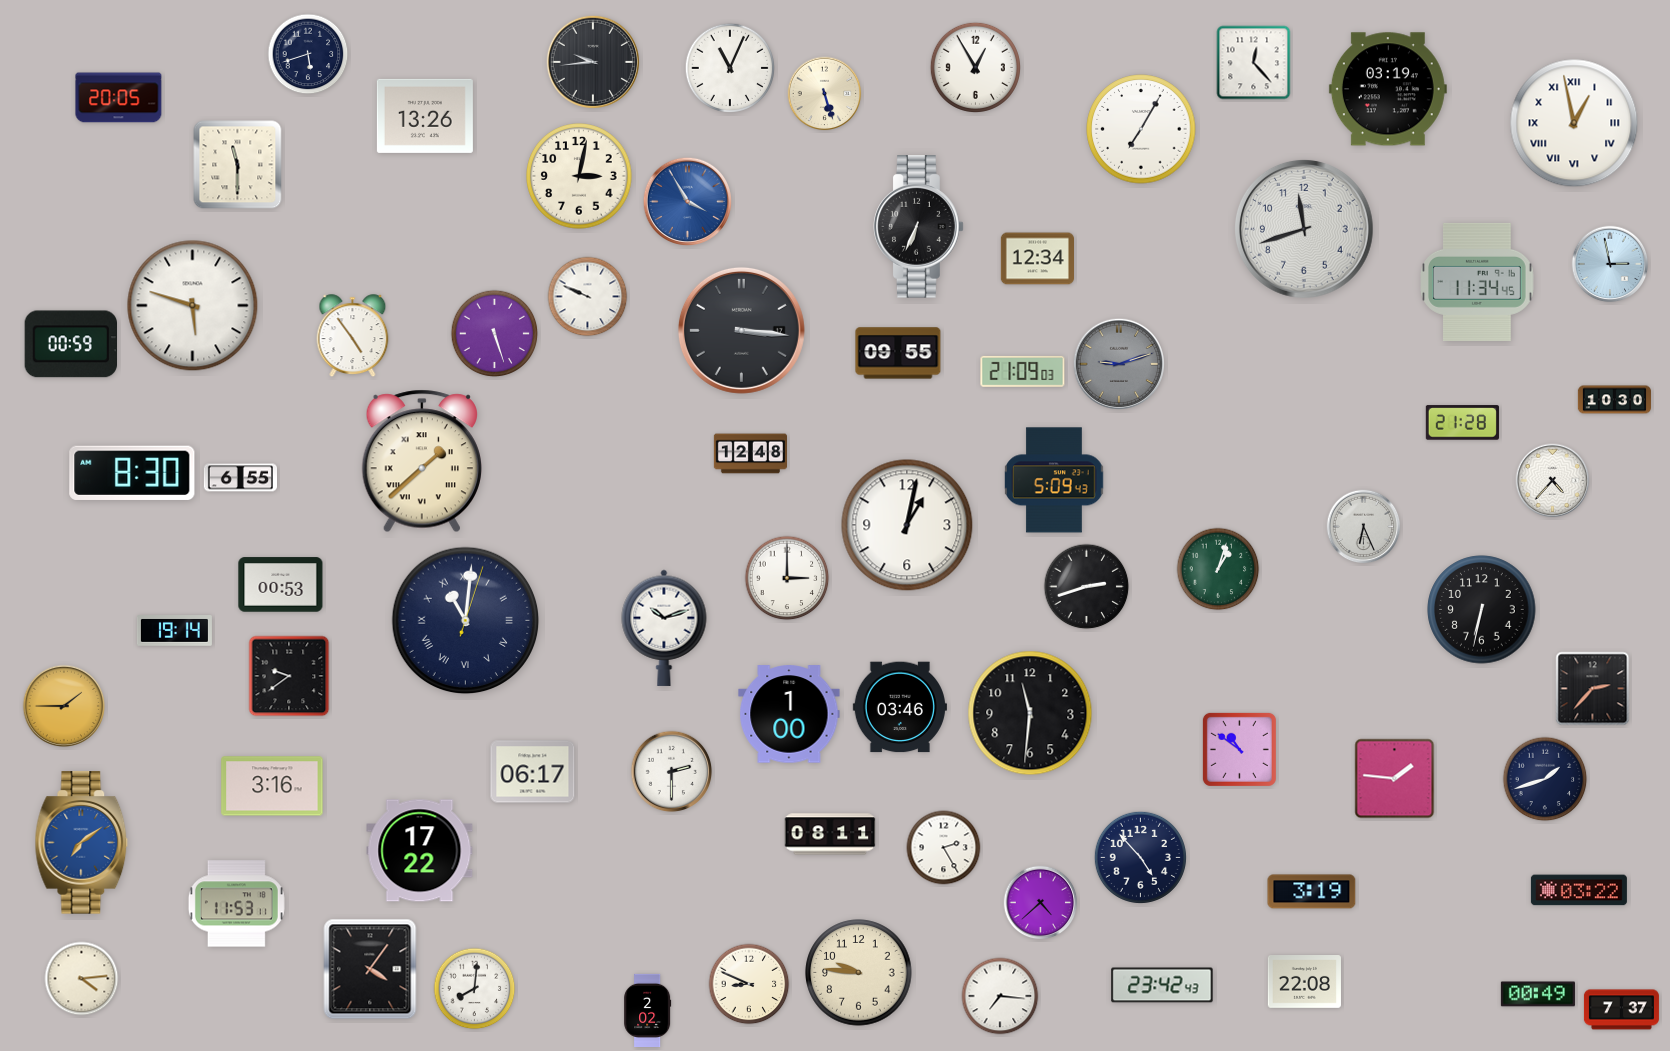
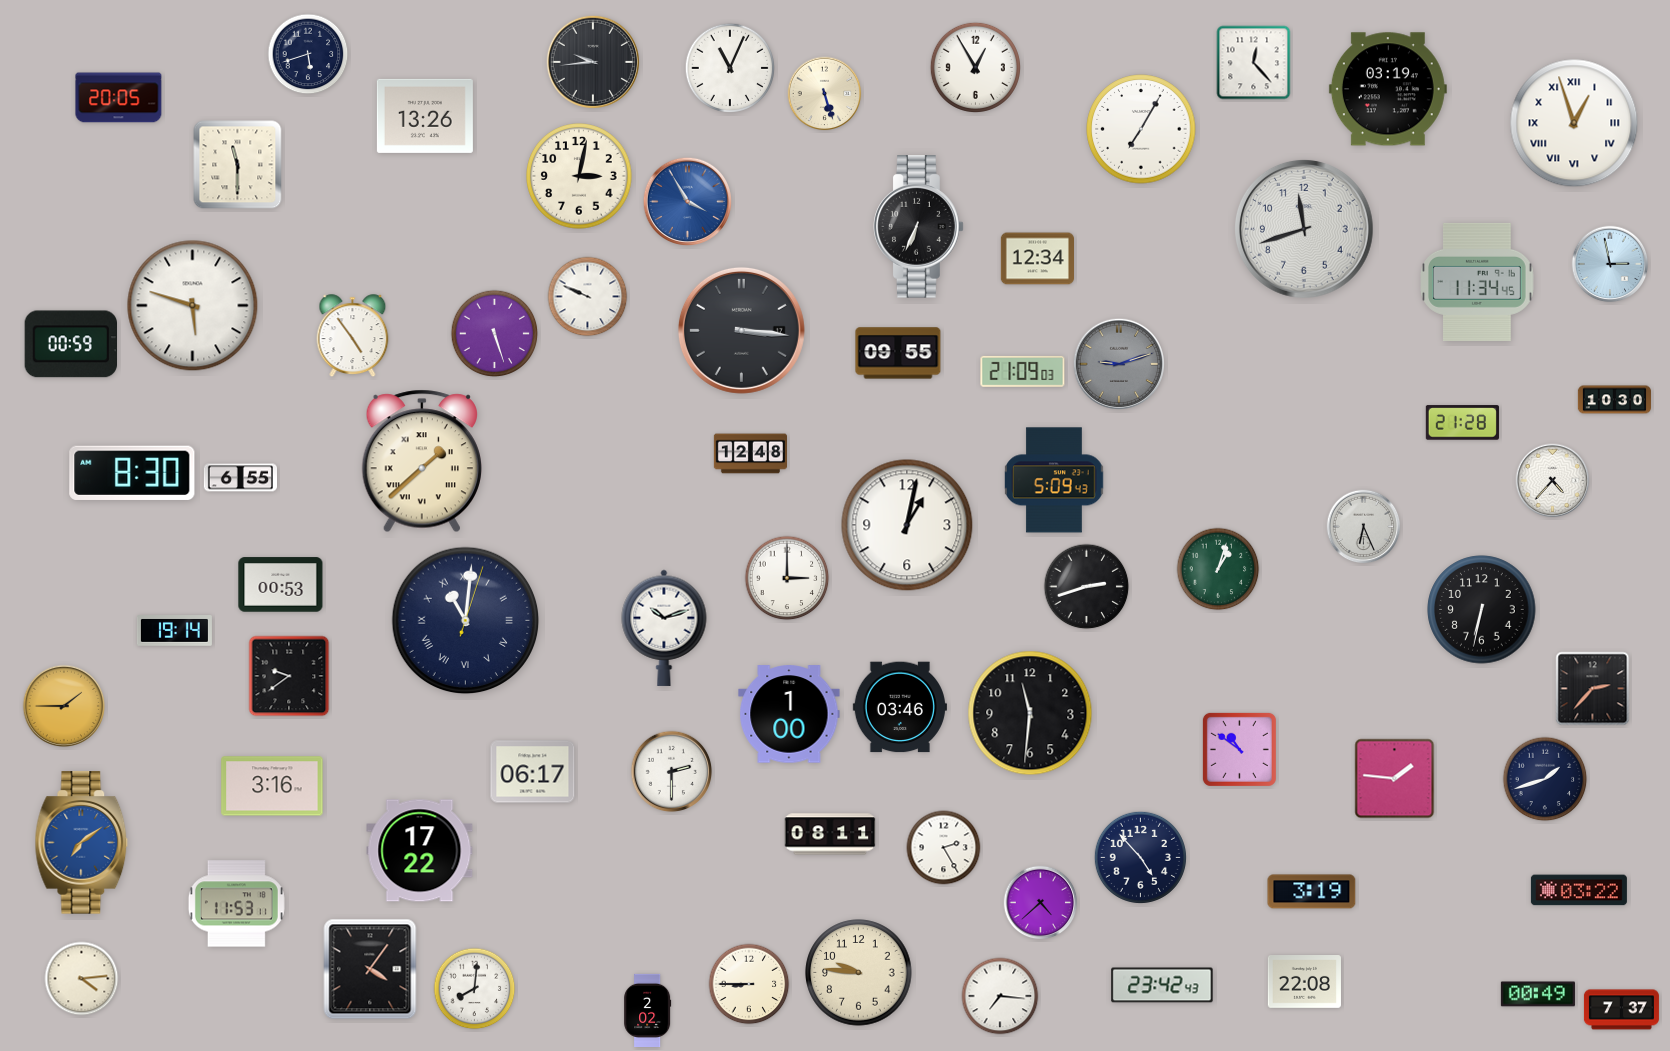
clock at (1574, 123): 12:58 -> 12:57
clock at (749, 984): 8:49 -> 8:45
